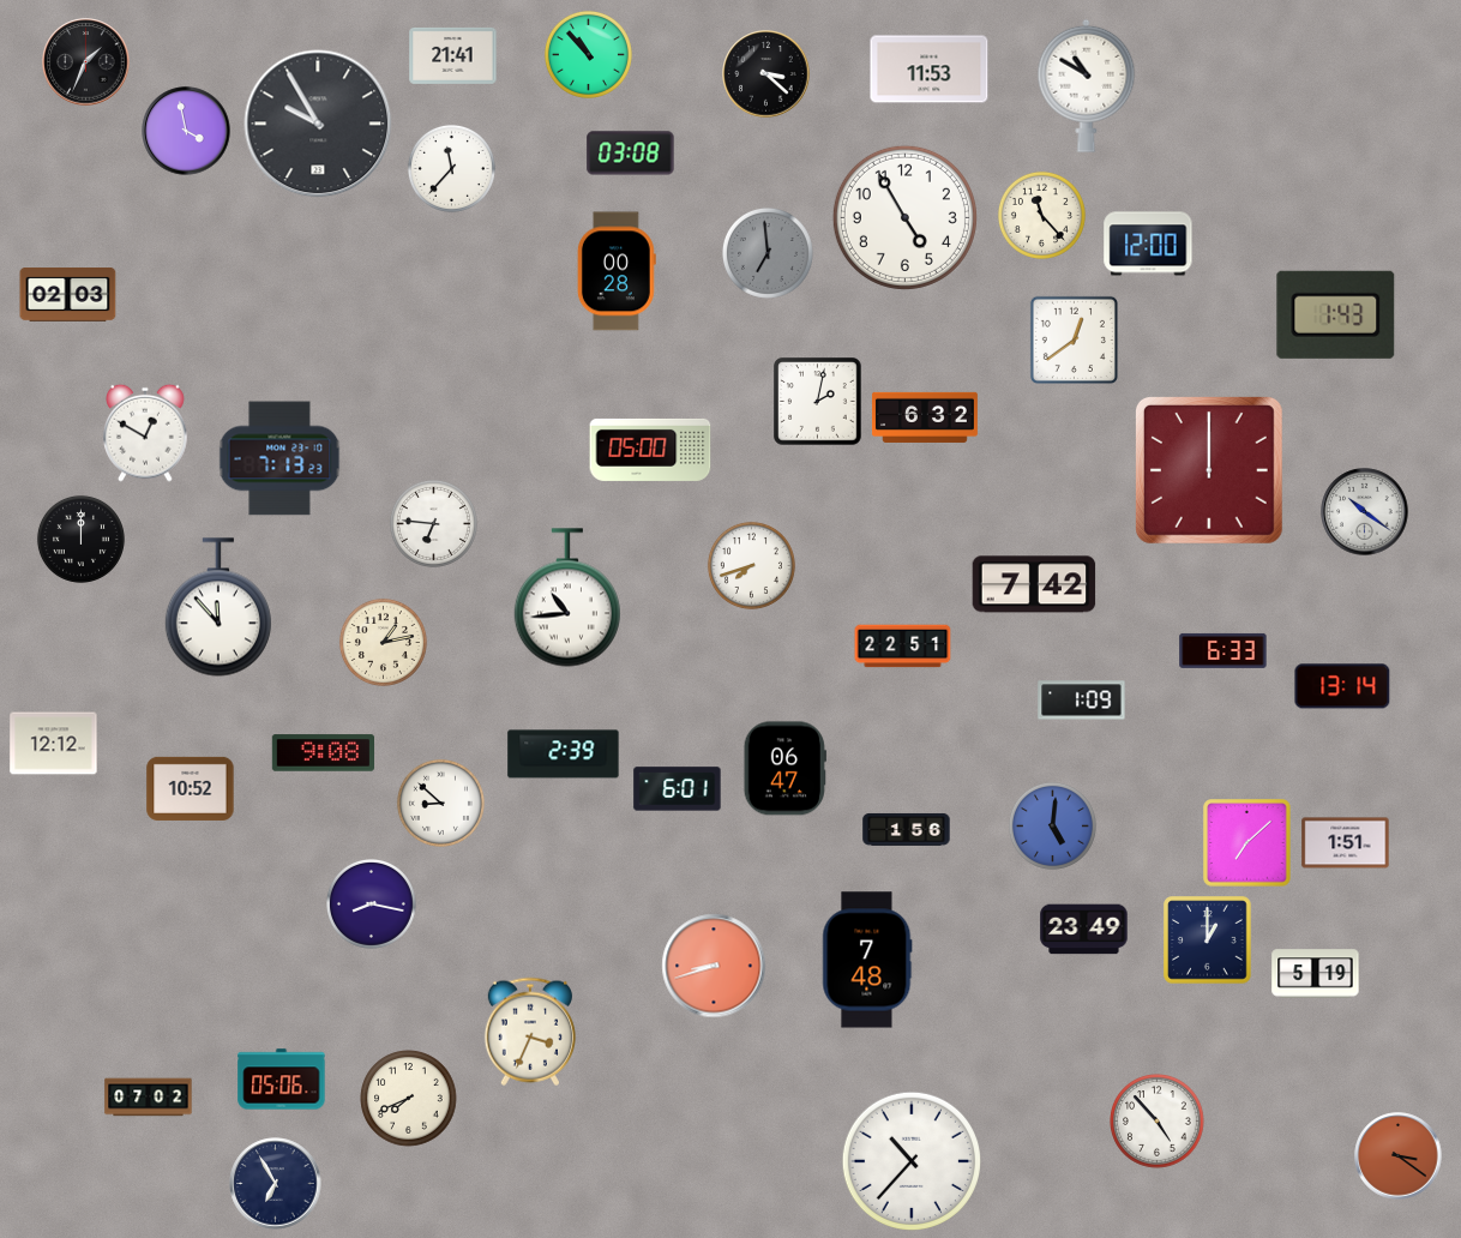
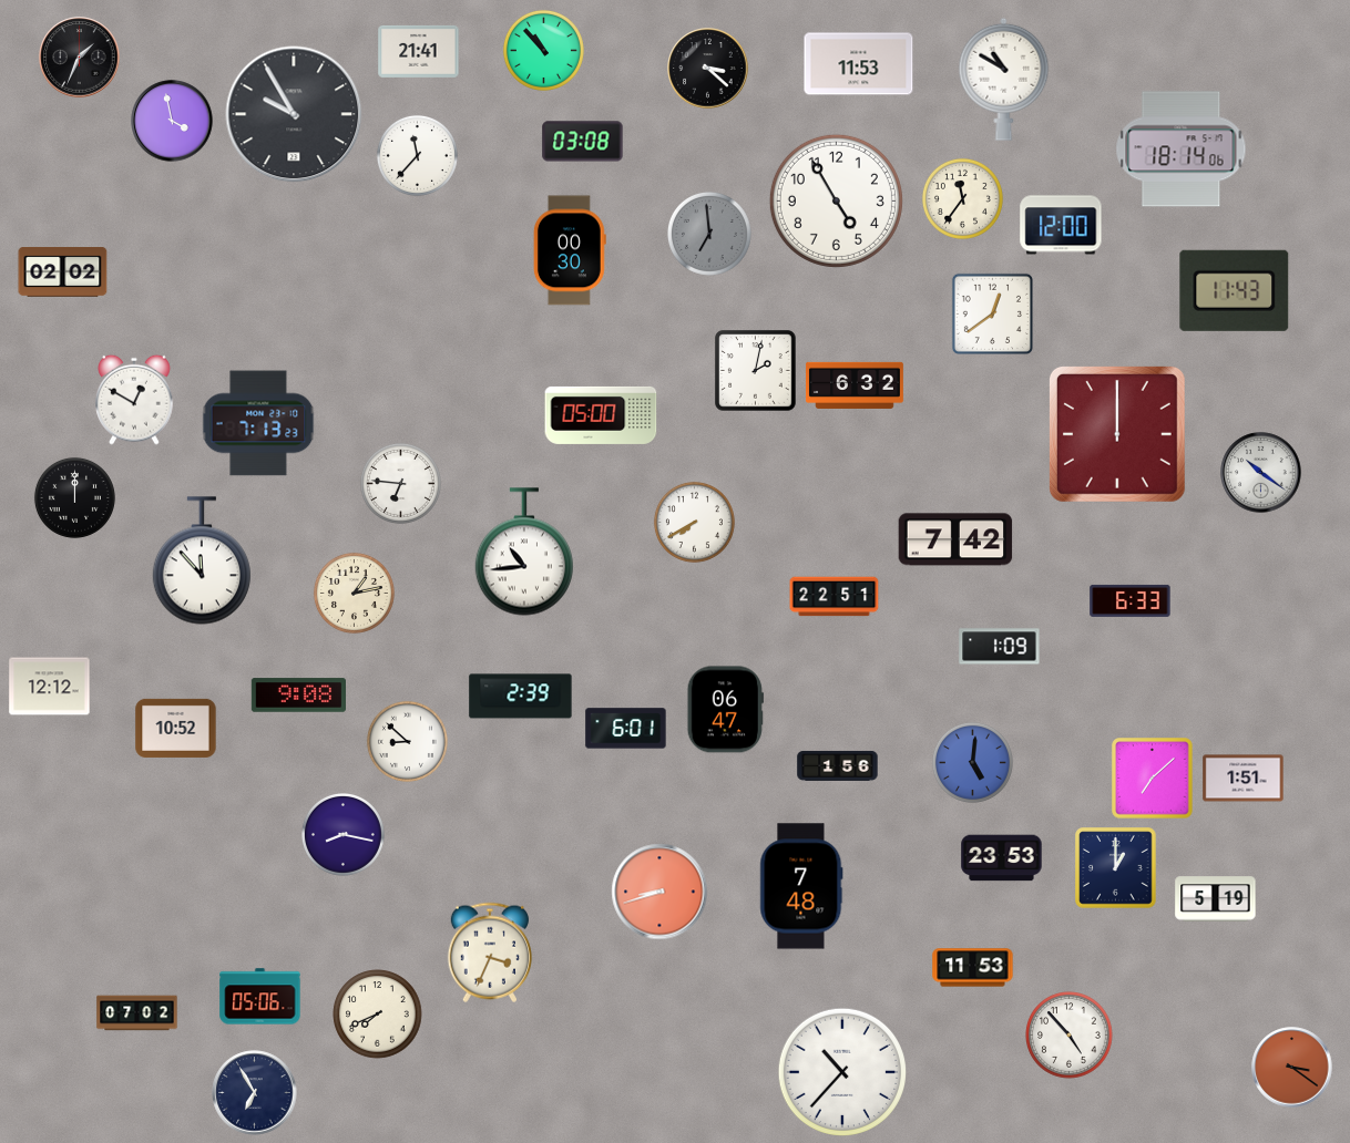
clock at (1182, 150): none -> 18:14
clock at (1041, 215): 11:23 -> 11:36
clock at (617, 271): 00:28 -> 00:30
clock at (68, 295): 02:03 -> 02:02
clock at (1336, 314): 1:43 -> 11:43
clock at (751, 565): 7:42 -> 7:40
clock at (1342, 686): 13:14 -> none
clock at (1084, 930): 23:49 -> 23:53
clock at (973, 968): none -> 11:53
